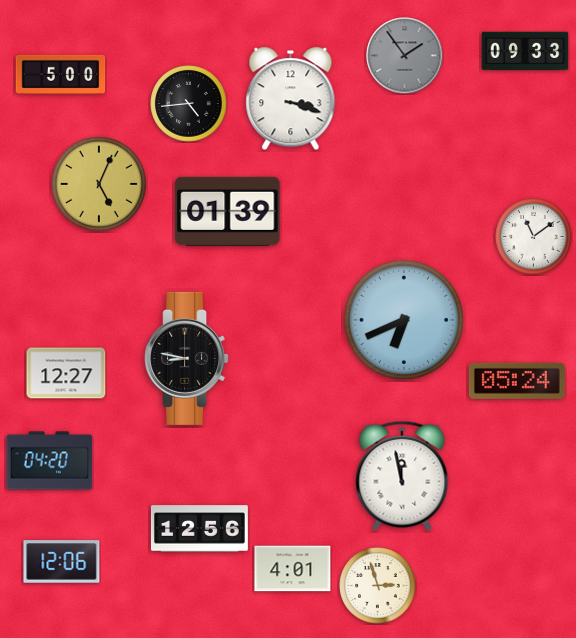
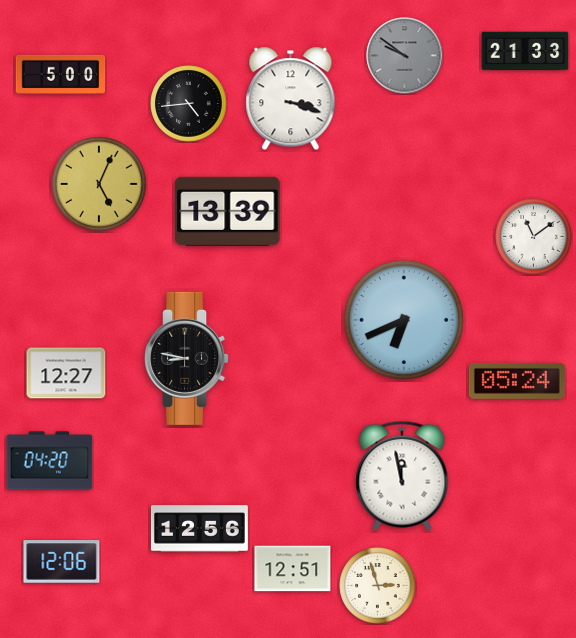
clock at (525, 51): 09:33 -> 21:33
clock at (405, 56): 1:54 -> 9:51
clock at (228, 211): 01:39 -> 13:39
clock at (293, 569): 4:01 -> 12:51
